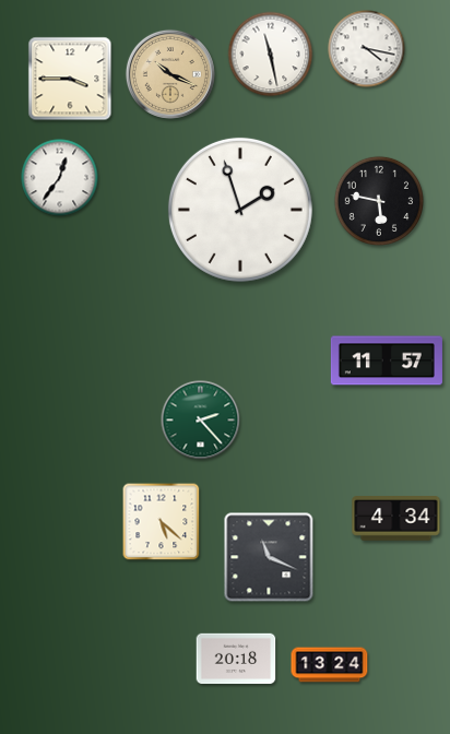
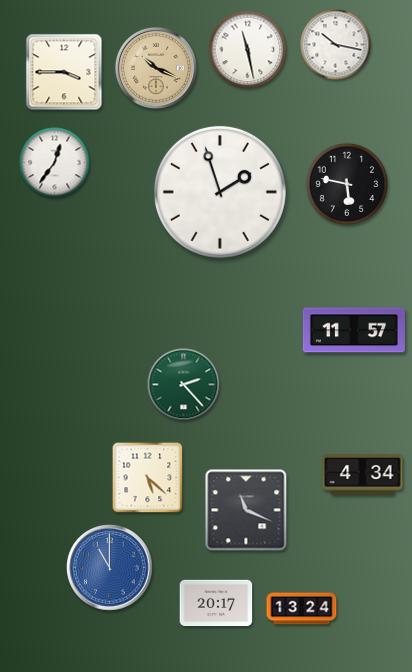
clock at (367, 49): 4:17 -> 10:17
clock at (110, 568): none -> 11:00
clock at (236, 659): 20:18 -> 20:17
